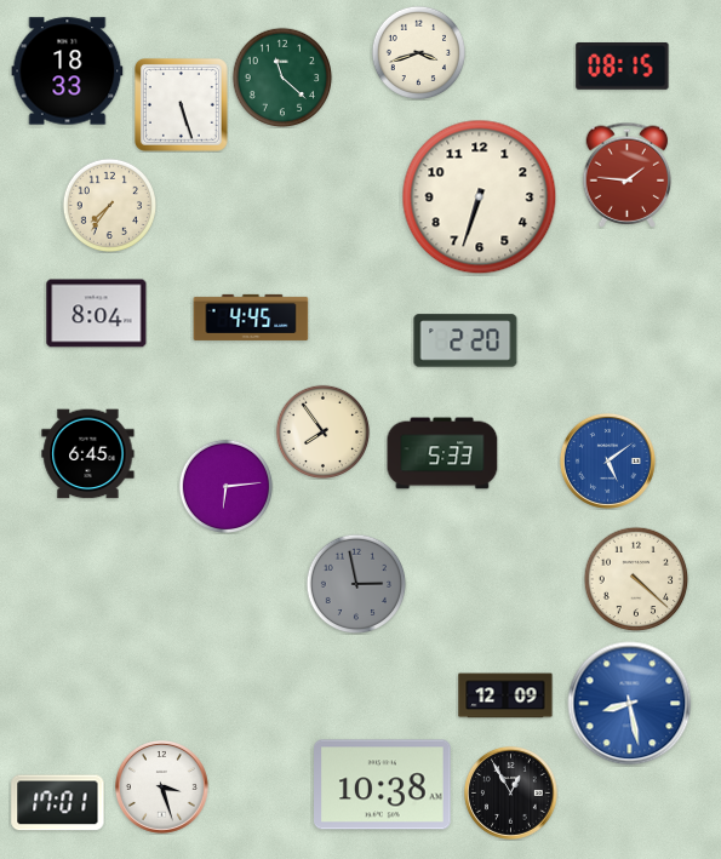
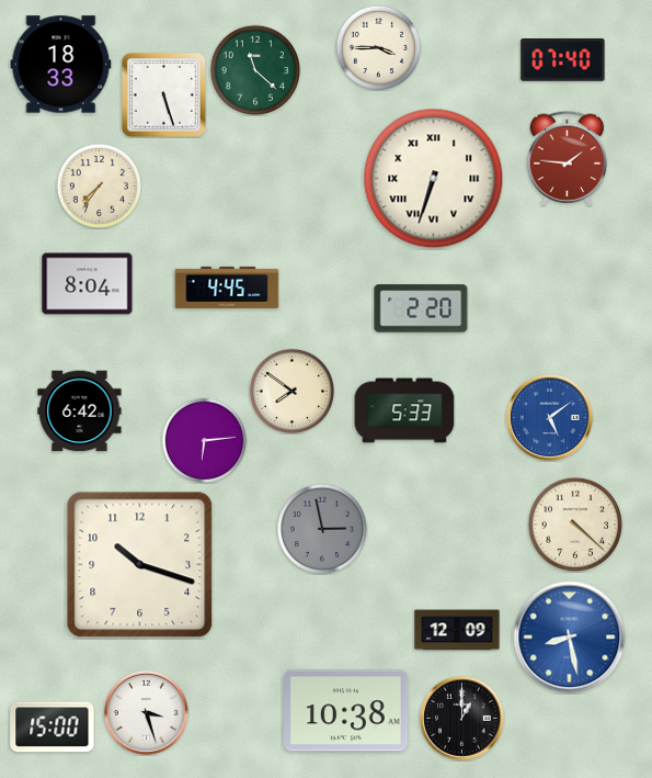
clock at (418, 52): 3:42 -> 3:45
clock at (623, 67): 08:15 -> 07:40
clock at (480, 197) numerals: Arabic -> Roman
clock at (322, 431): 7:54 -> 7:51
clock at (442, 453) position: (442, 453) -> (404, 410)
clock at (88, 454): 6:45 -> 6:42
clock at (140, 565): none -> 10:18
clock at (510, 792): 12:55 -> 1:00
clock at (58, 803): 17:01 -> 15:00
